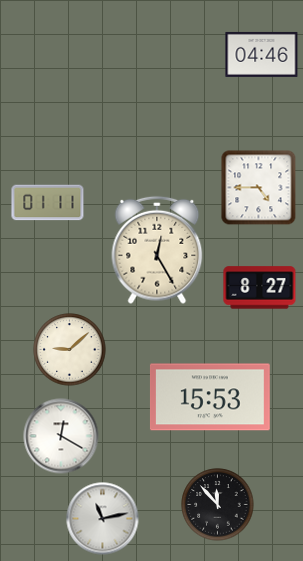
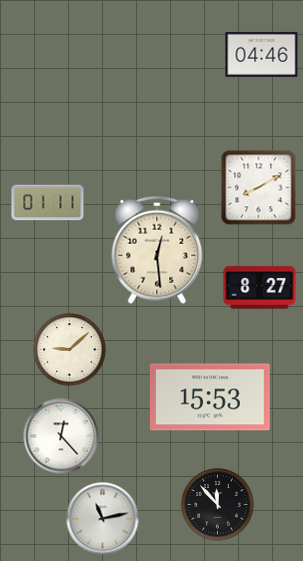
clock at (259, 188): 4:45 -> 8:10
clock at (157, 250): 12:25 -> 12:29
clock at (61, 436): 12:20 -> 12:23
